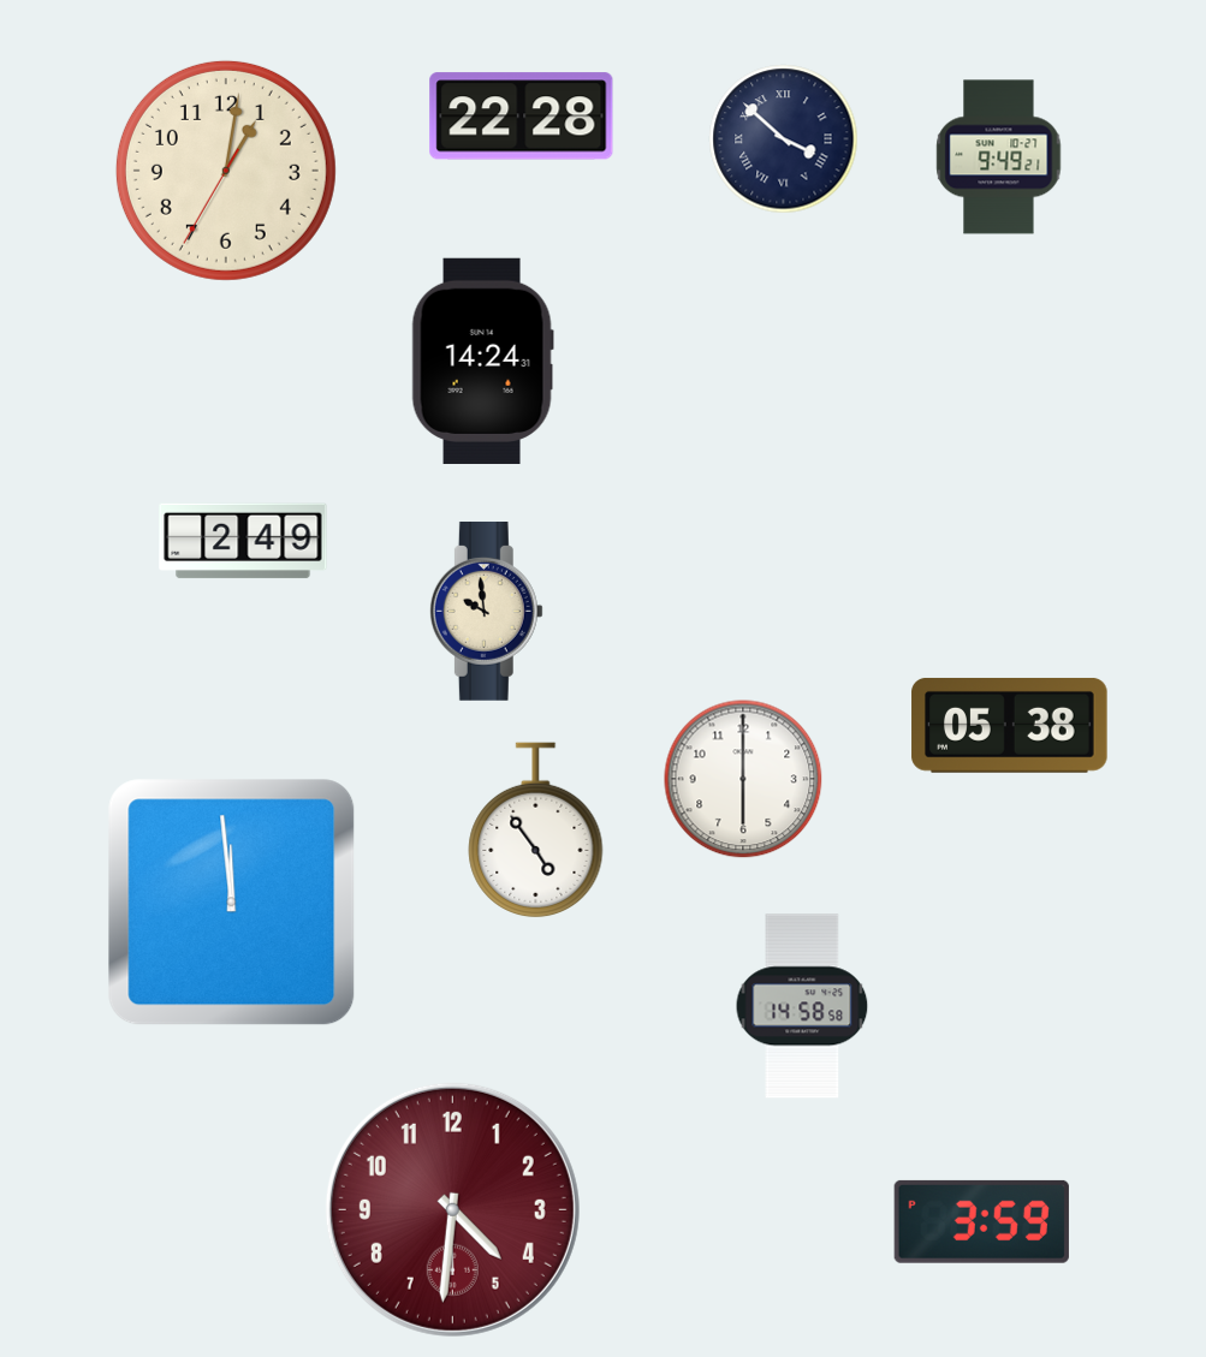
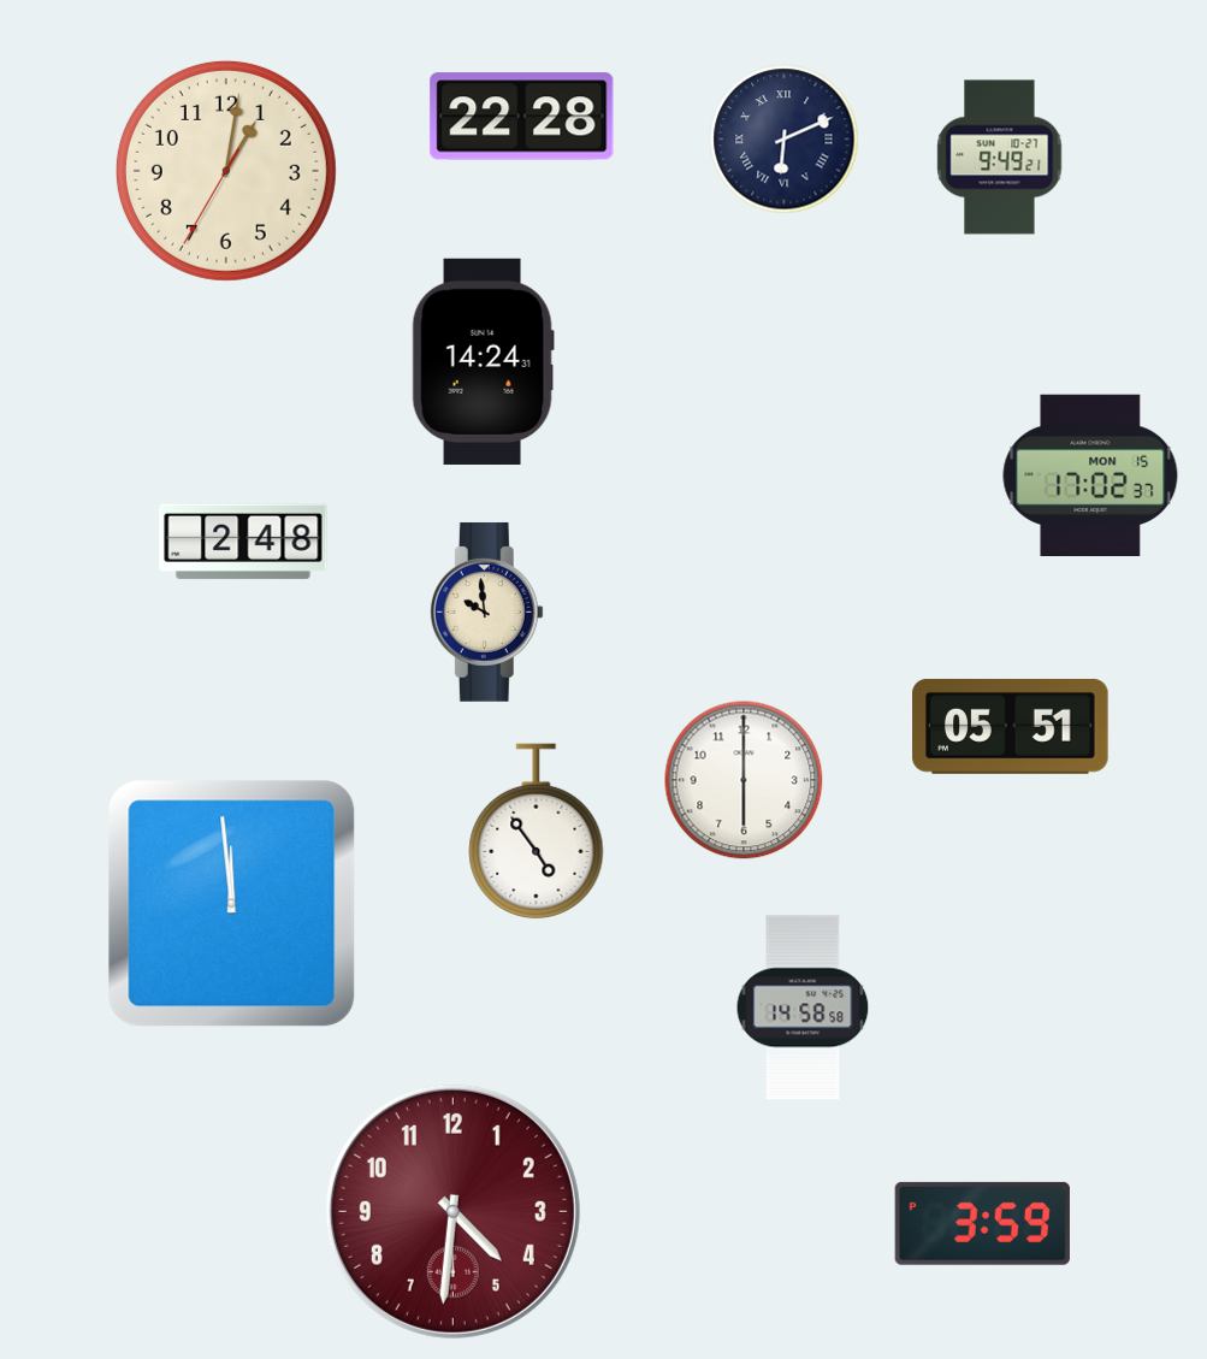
clock at (784, 139): 3:52 -> 6:11
clock at (1090, 474): none -> 17:02
clock at (243, 541): 2:49 -> 2:48
clock at (1010, 725): 05:38 -> 05:51
